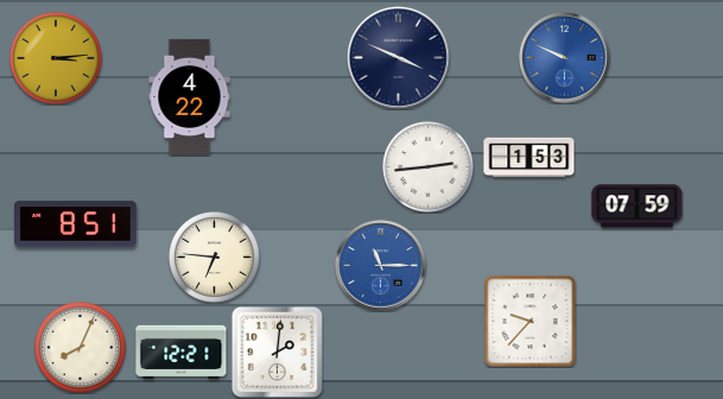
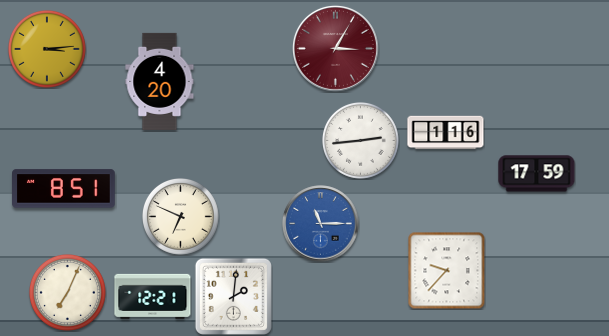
clock at (398, 57): 3:49 -> 3:05
clock at (398, 57) dial: navy -> burgundy
clock at (565, 58): 9:49 -> none
clock at (190, 96): 4:22 -> 4:20
clock at (529, 158): 1:53 -> 1:16
clock at (638, 207): 07:59 -> 17:59
clock at (215, 258): 6:46 -> 6:49
clock at (81, 348): 8:04 -> 7:04
